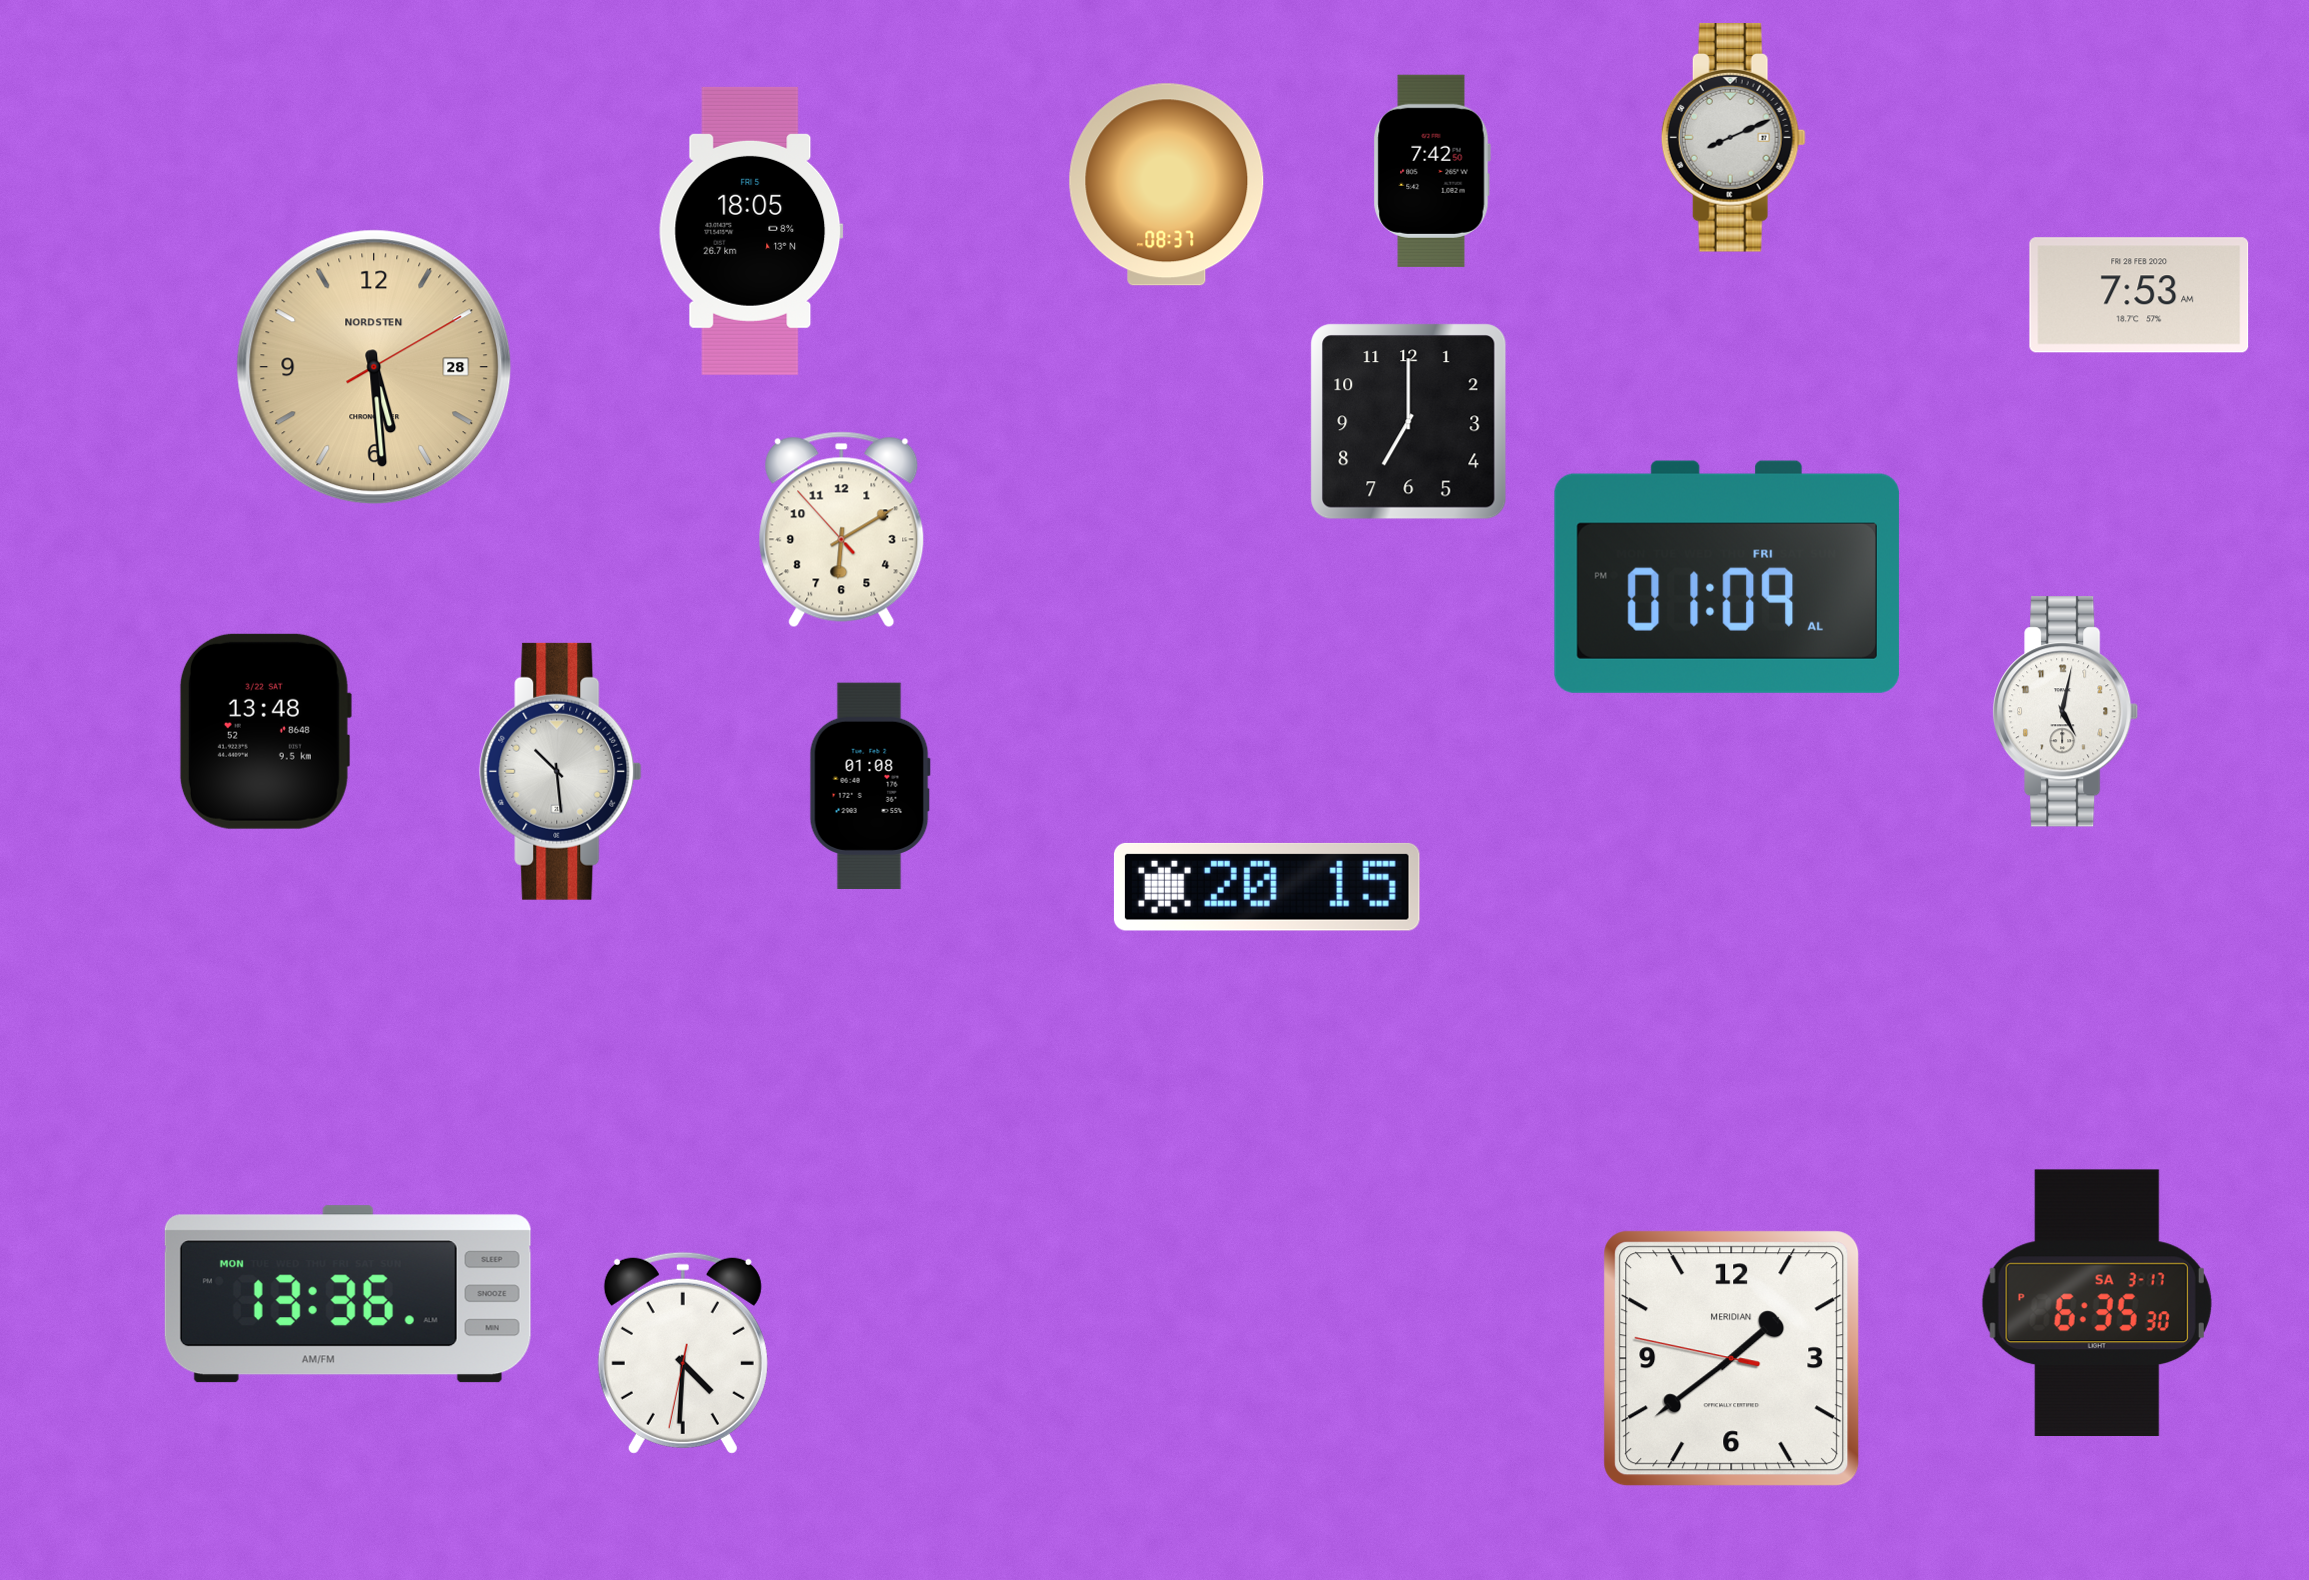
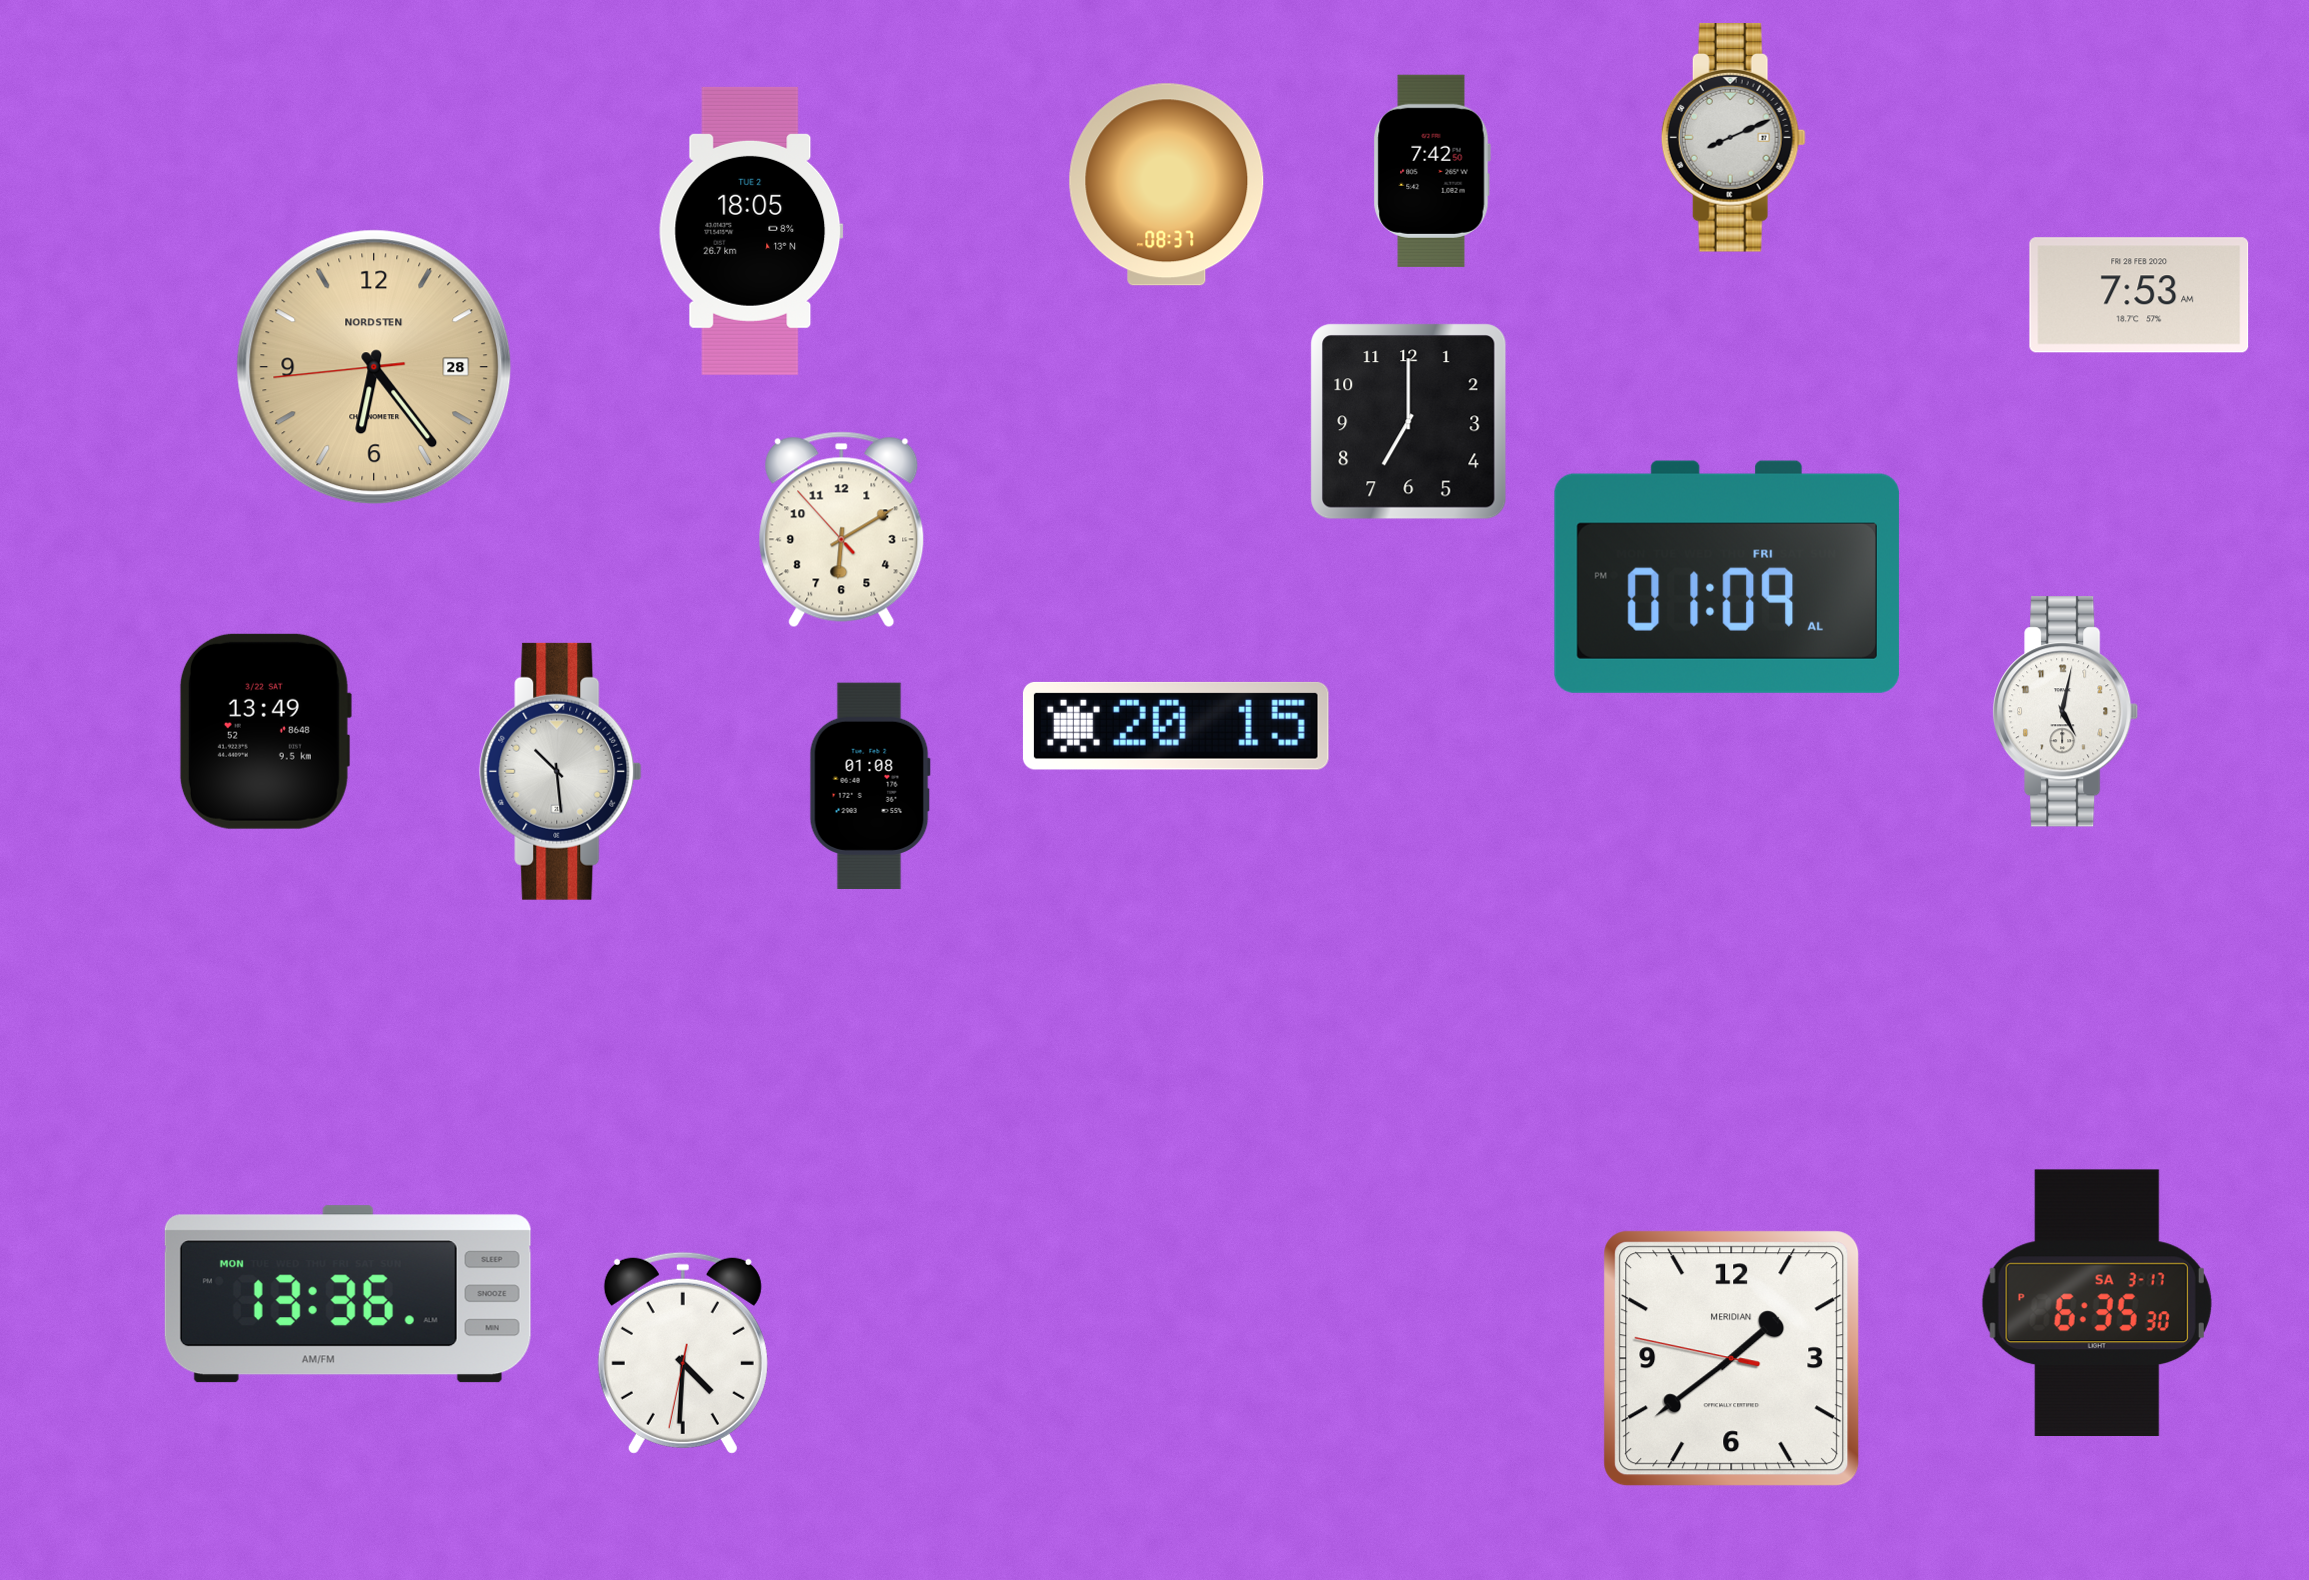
clock at (751, 231) date: FRI 5 -> TUE 2
clock at (374, 367): 5:29 -> 6:23
clock at (265, 731): 13:48 -> 13:49
clock at (1267, 887) position: (1267, 887) -> (1176, 726)
